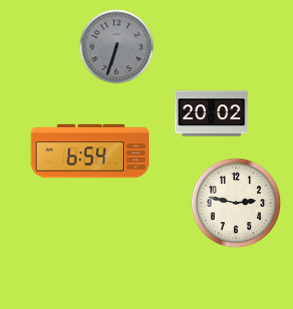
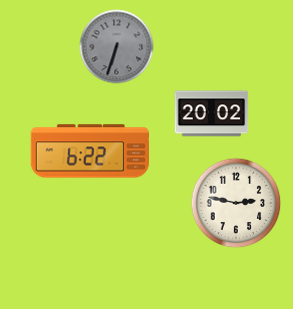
clock at (89, 151): 6:54 -> 6:22
